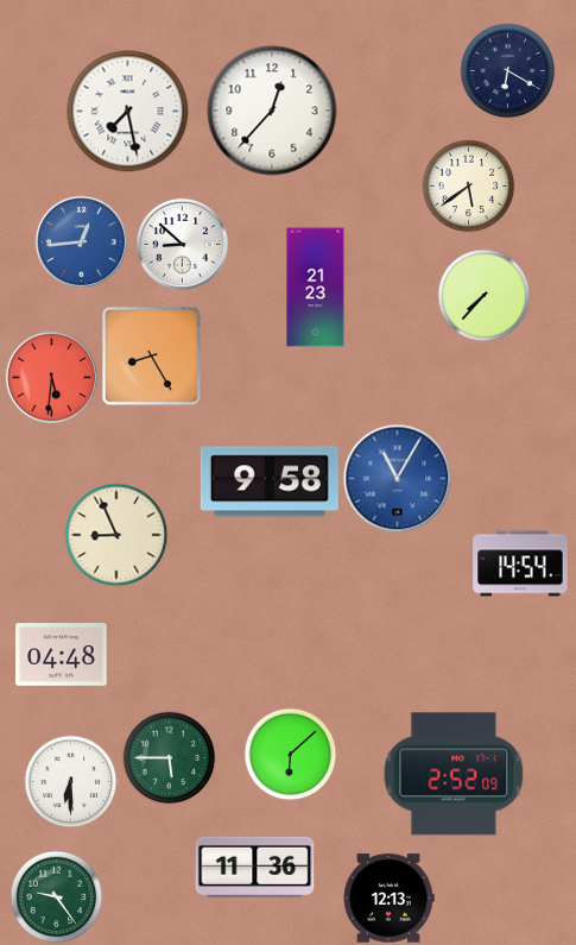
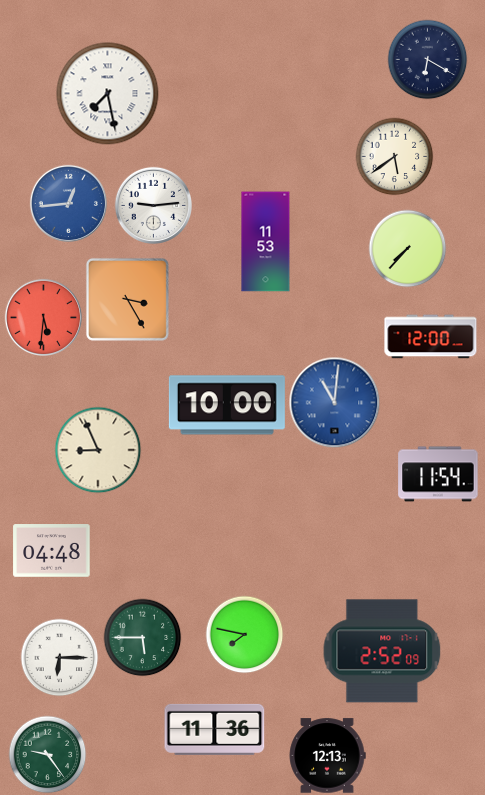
clock at (272, 111): 12:37 -> none
clock at (182, 244): 8:52 -> 9:14
clock at (316, 288): 21:23 -> 11:53
clock at (151, 355): 8:25 -> 3:25
clock at (431, 337): none -> 12:00
clock at (397, 478): 11:05 -> 11:01
clock at (270, 481): 9:58 -> 10:00
clock at (520, 563): 14:54 -> 11:54
clock at (290, 754): 6:08 -> 7:47
clock at (70, 781): 6:30 -> 6:15
